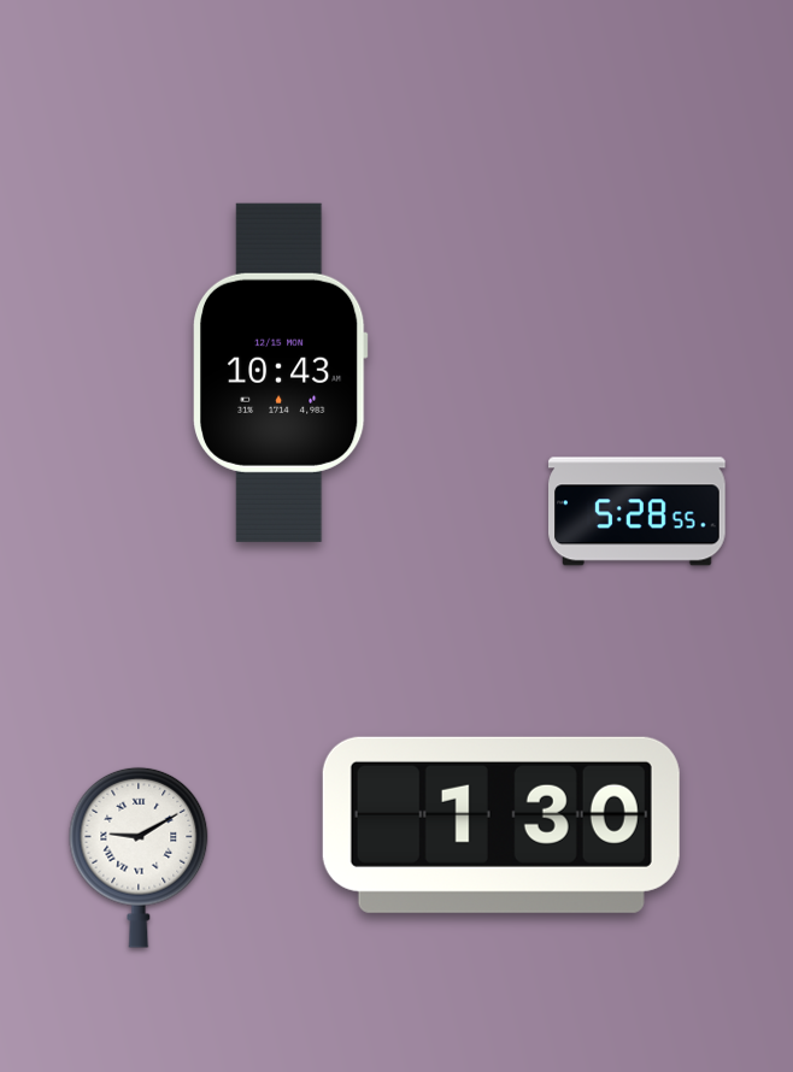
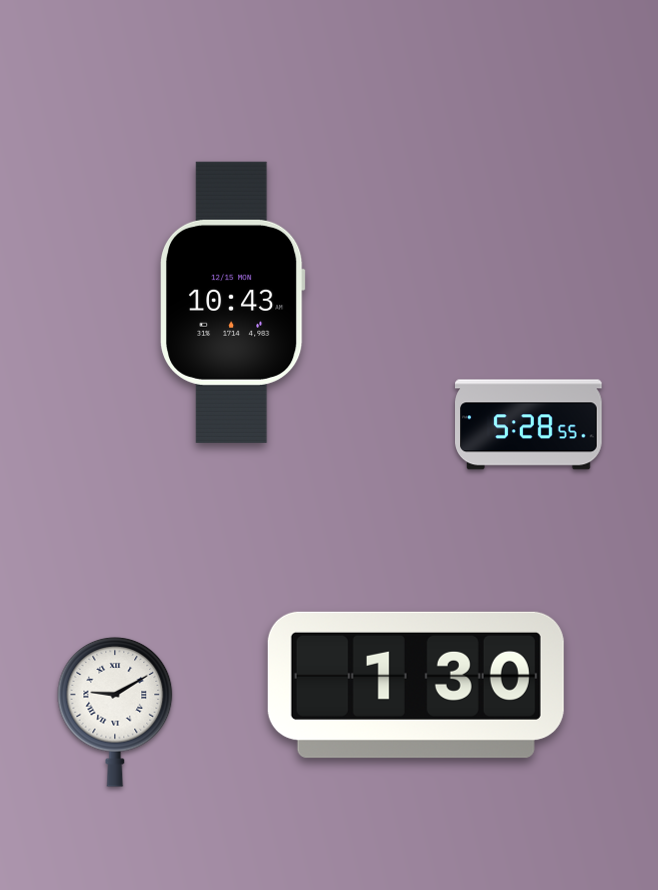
clock at (281, 372) position: (281, 372) -> (233, 302)
